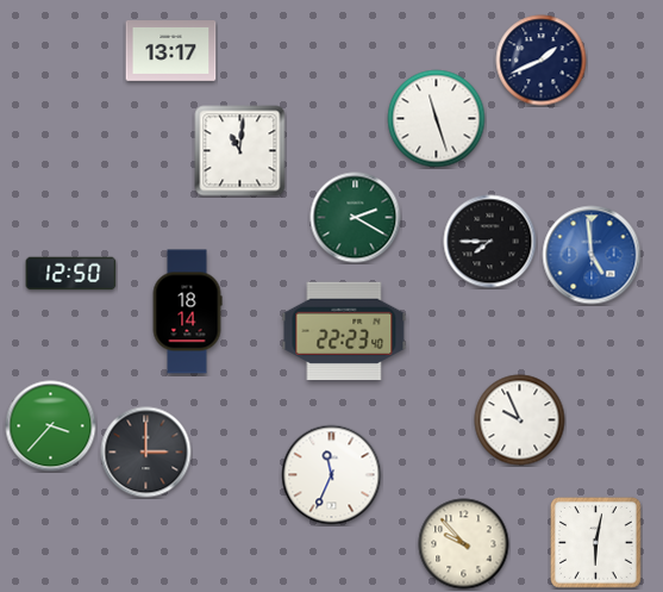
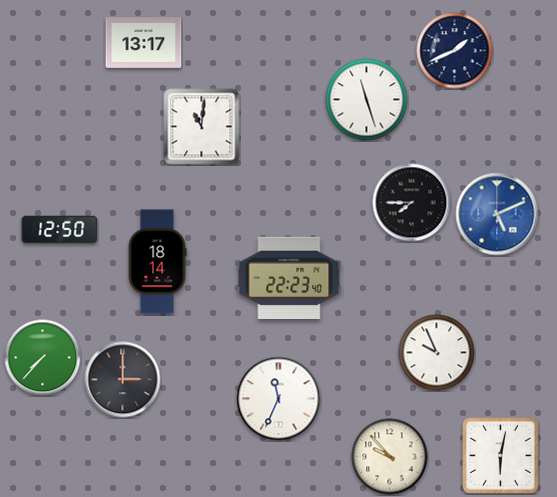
clock at (356, 218): 2:20 -> none
clock at (592, 255): 4:59 -> 5:11
clock at (51, 426): 3:37 -> 7:37
